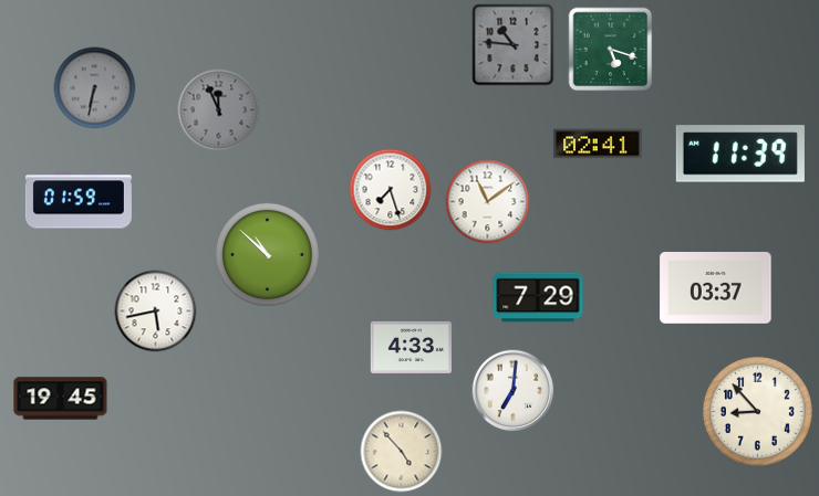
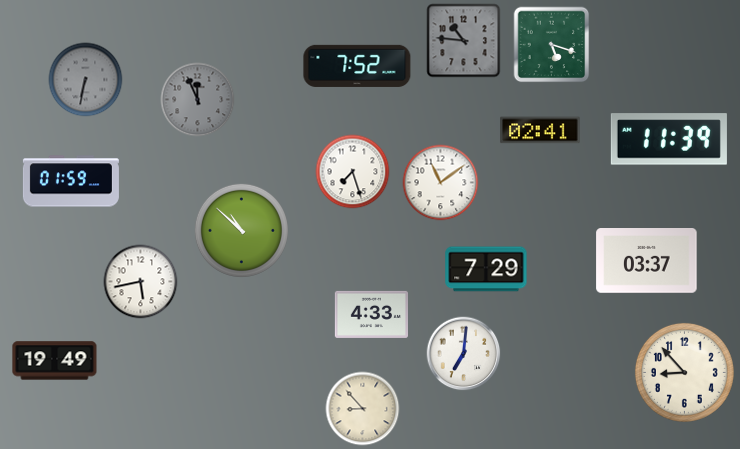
clock at (357, 66): none -> 7:52
clock at (61, 399): 19:45 -> 19:49
clock at (402, 452): 4:53 -> 8:53
